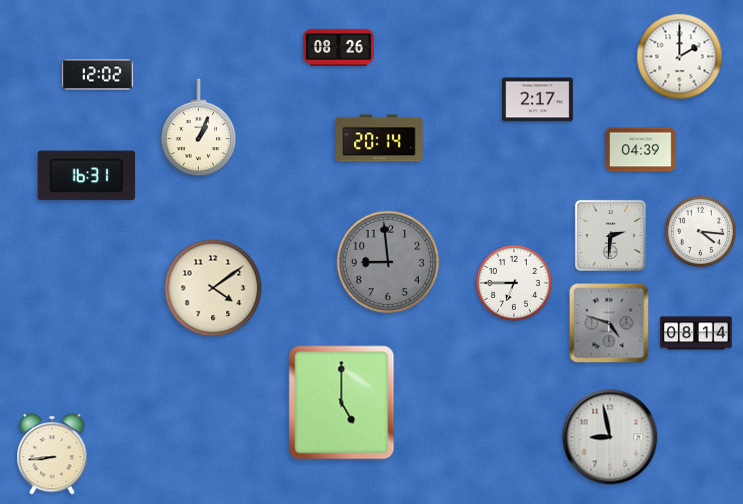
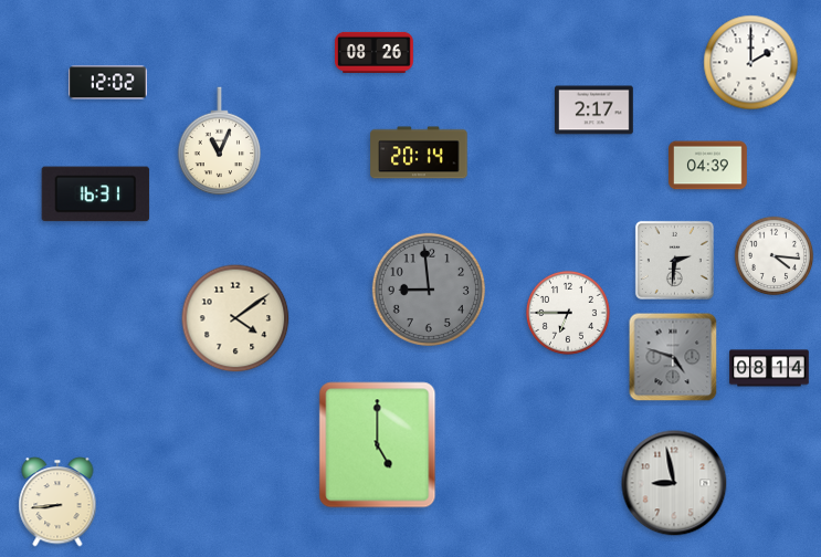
clock at (199, 128): 1:04 -> 11:04
